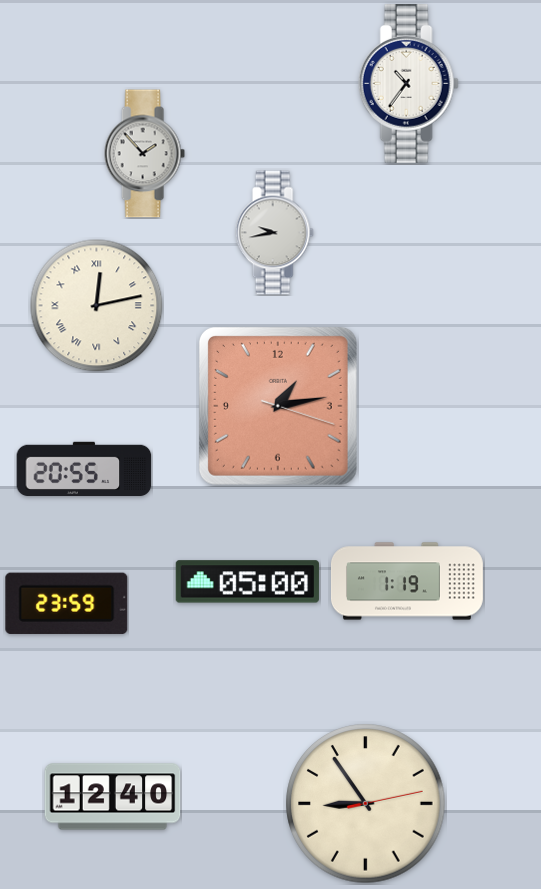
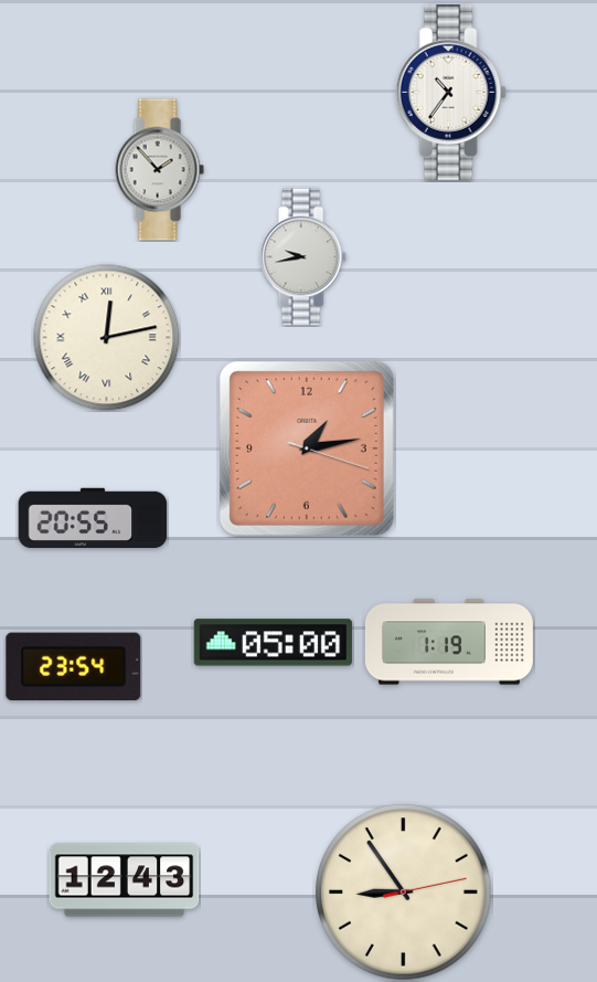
clock at (67, 603): 23:59 -> 23:54
clock at (113, 797): 12:40 -> 12:43
clock at (366, 804) position: (366, 804) -> (404, 893)
